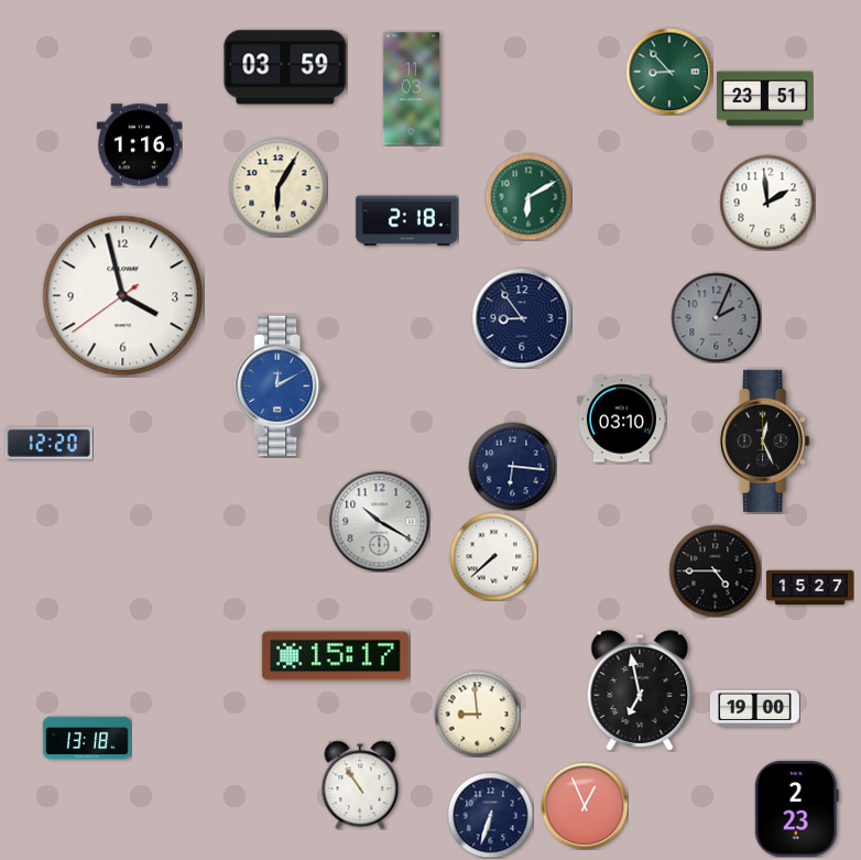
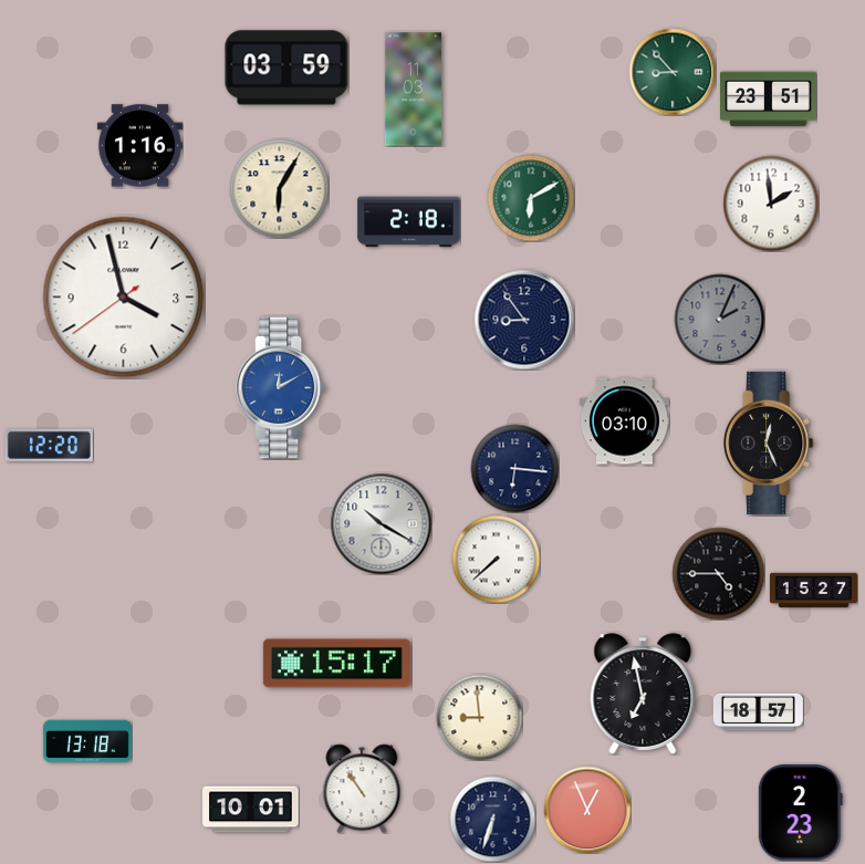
clock at (335, 656) position: (335, 656) -> (336, 664)
clock at (754, 709): 19:00 -> 18:57
clock at (251, 810): none -> 10:01
